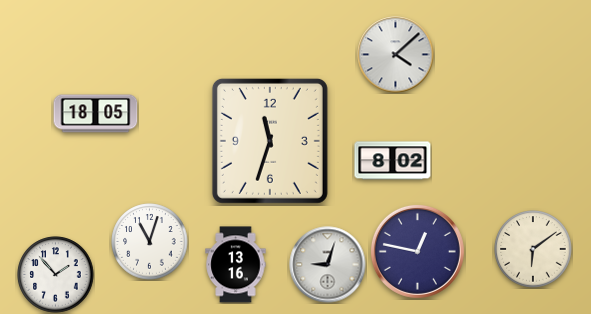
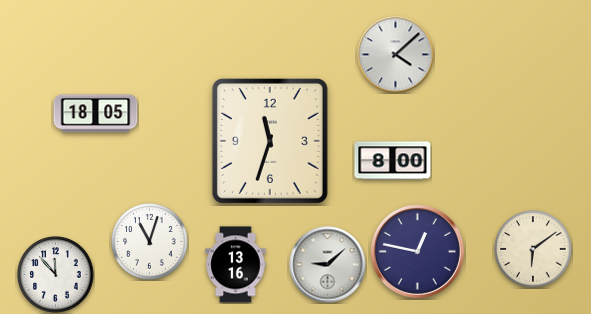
clock at (393, 161): 8:02 -> 8:00
clock at (328, 265): 9:03 -> 9:08
clock at (56, 275): 1:53 -> 11:53
